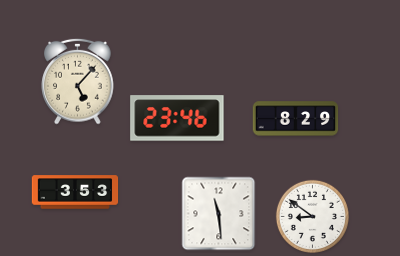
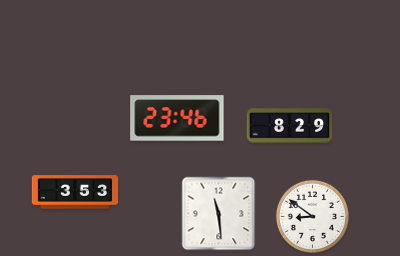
clock at (78, 81): 5:07 -> none
clock at (296, 119) position: (296, 119) -> (290, 126)
